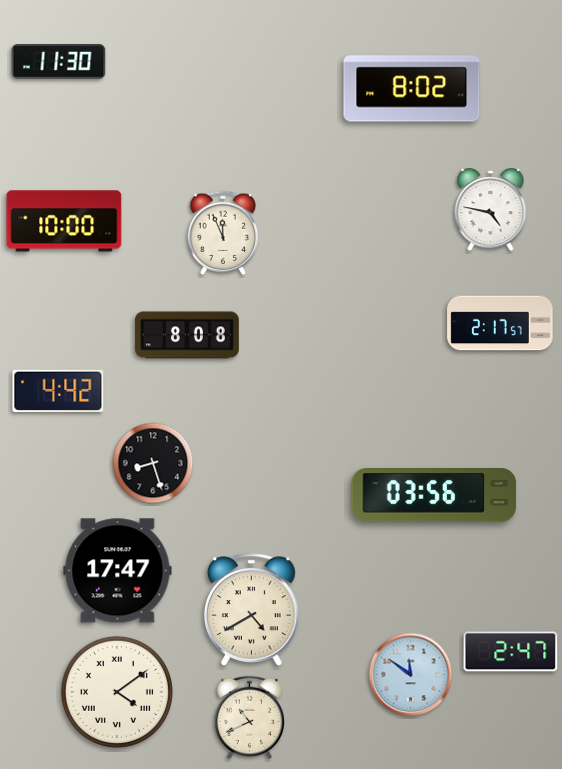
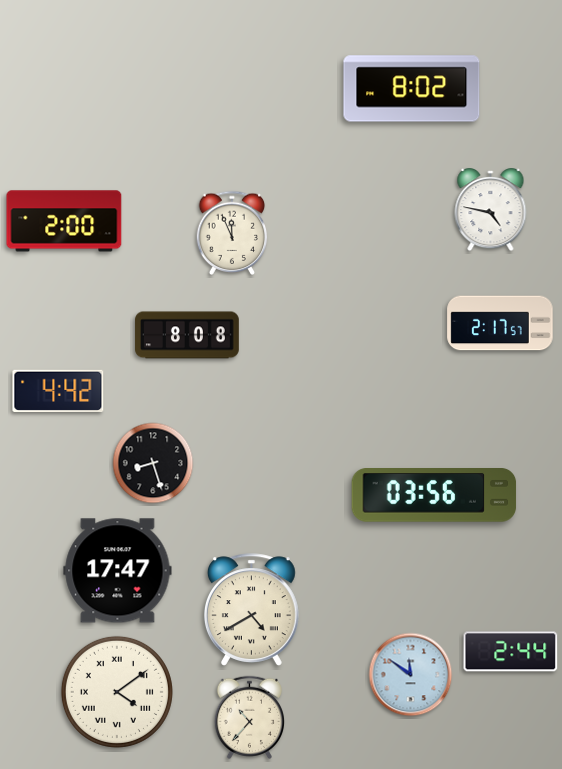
clock at (59, 62): 11:30 -> none
clock at (64, 221): 10:00 -> 2:00
clock at (223, 232) position: (223, 232) -> (232, 232)
clock at (511, 652): 2:47 -> 2:44
clock at (249, 717): 10:41 -> 10:37
